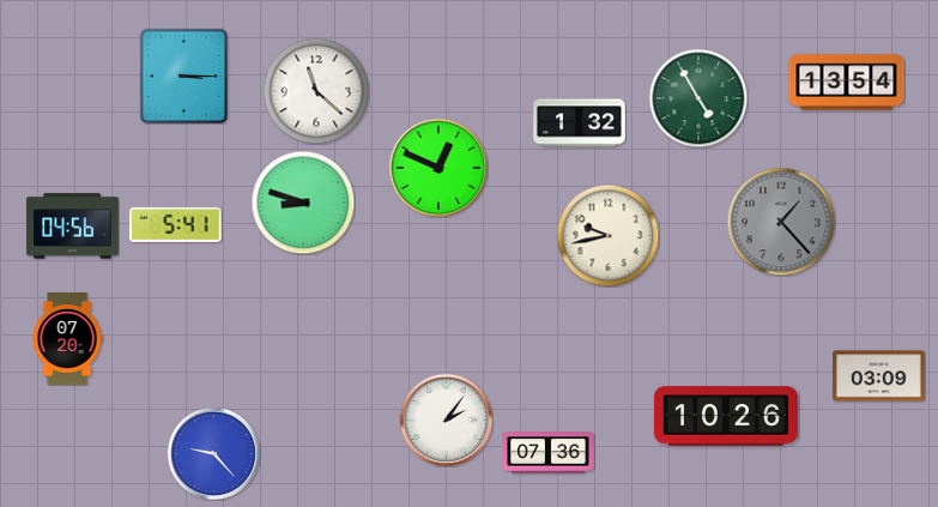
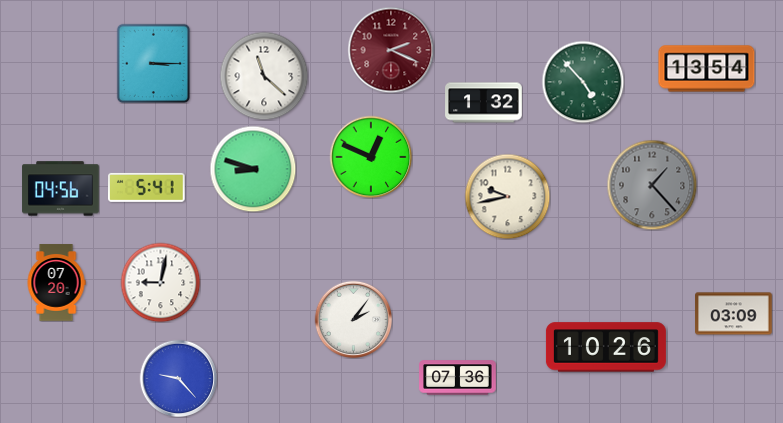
clock at (391, 50): none -> 2:19
clock at (698, 98): 4:55 -> 4:53
clock at (438, 168) position: (438, 168) -> (371, 157)
clock at (160, 282): none -> 9:02
clock at (446, 420) position: (446, 420) -> (353, 319)
